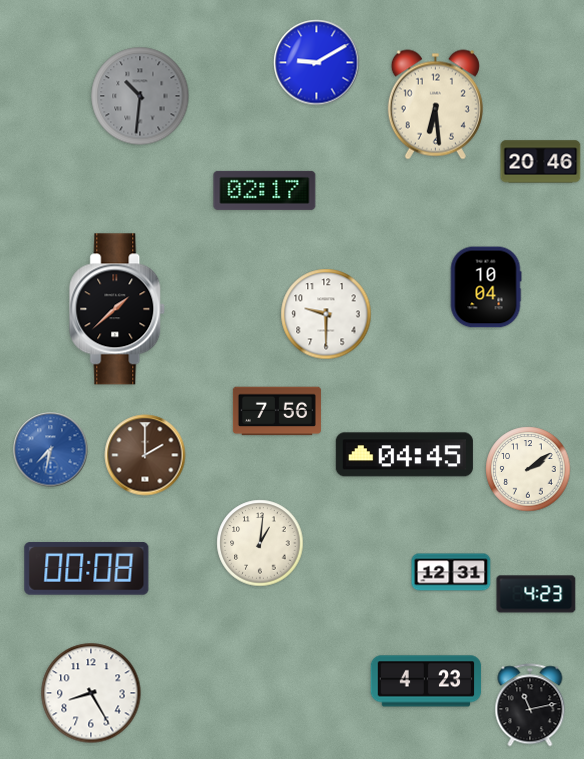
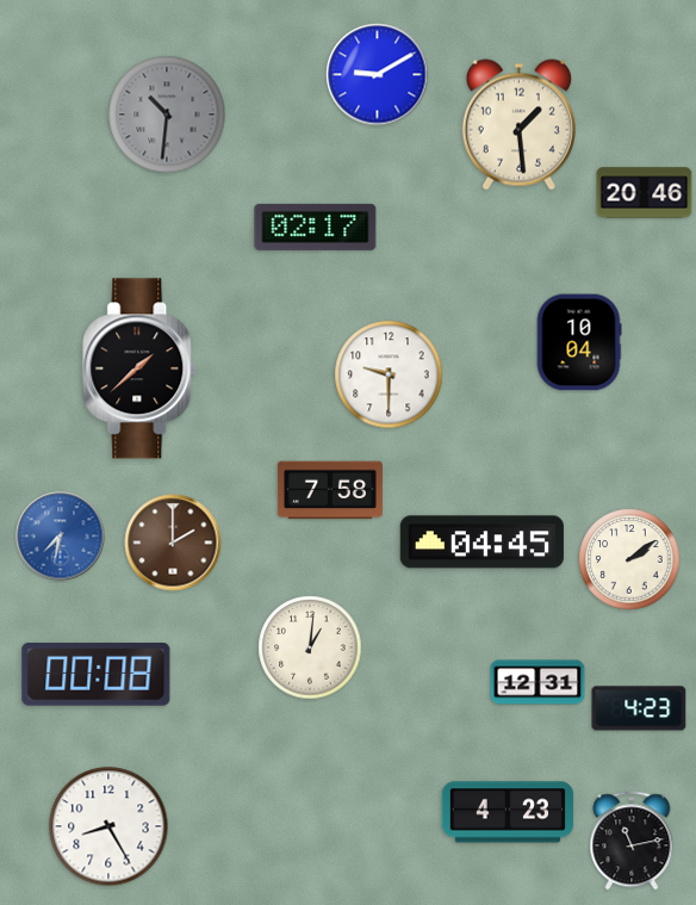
clock at (435, 105): 6:29 -> 1:29
clock at (277, 411): 7:56 -> 7:58
clock at (87, 569) position: (87, 569) -> (97, 675)
